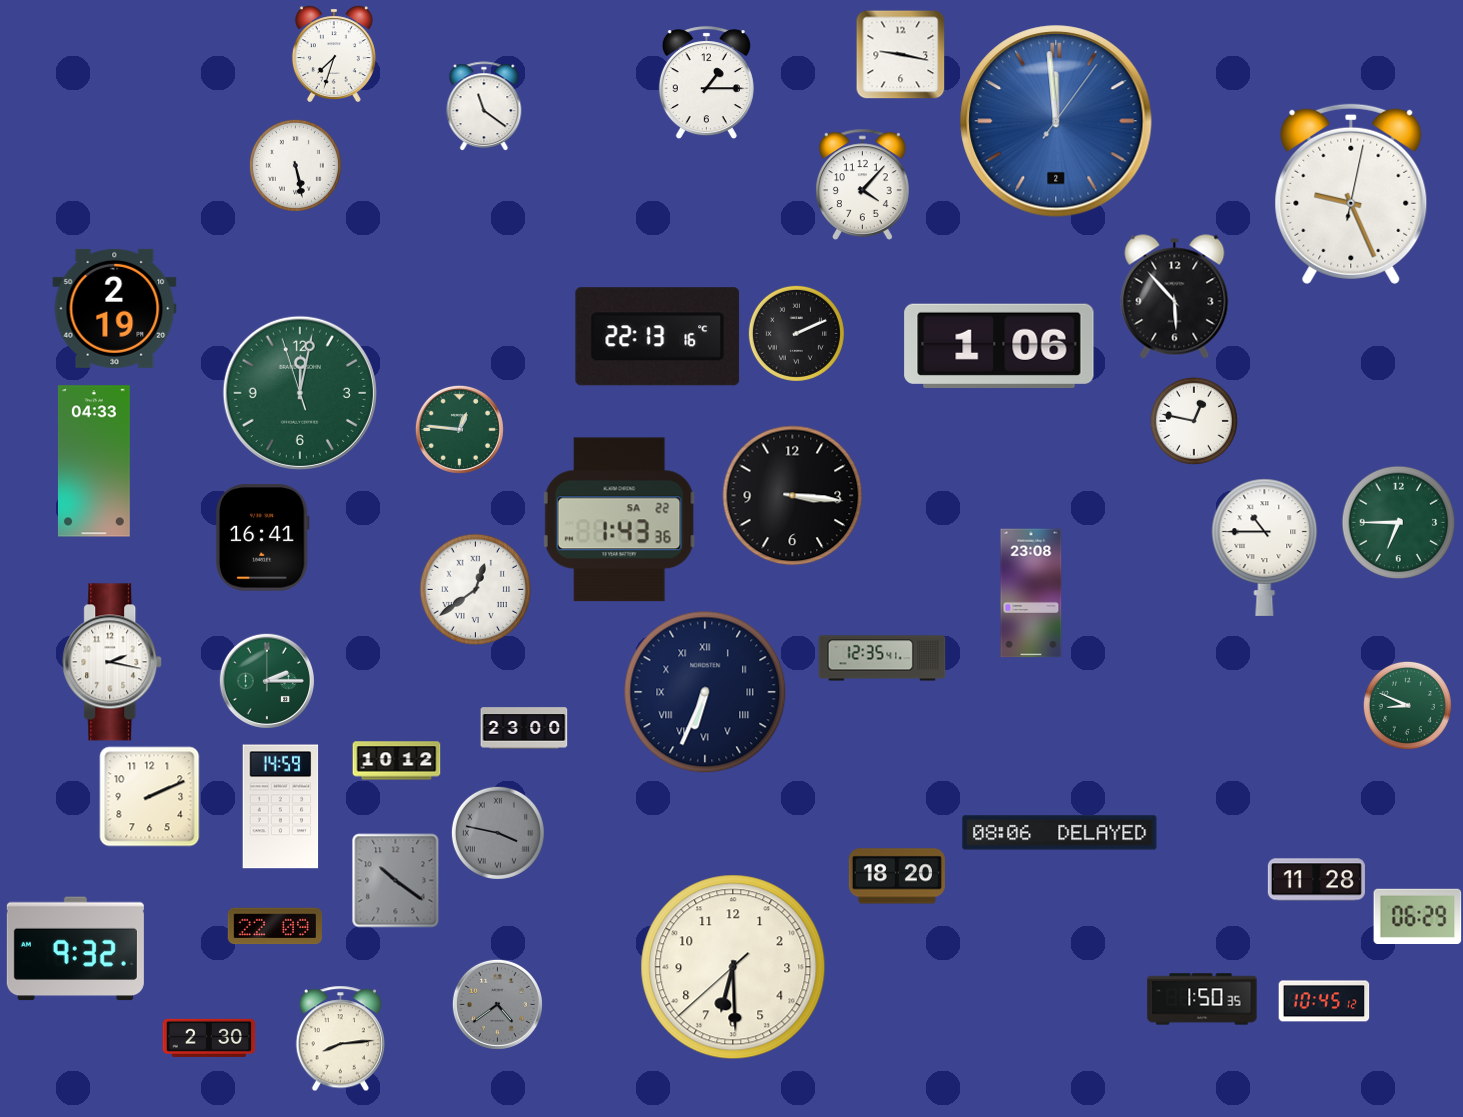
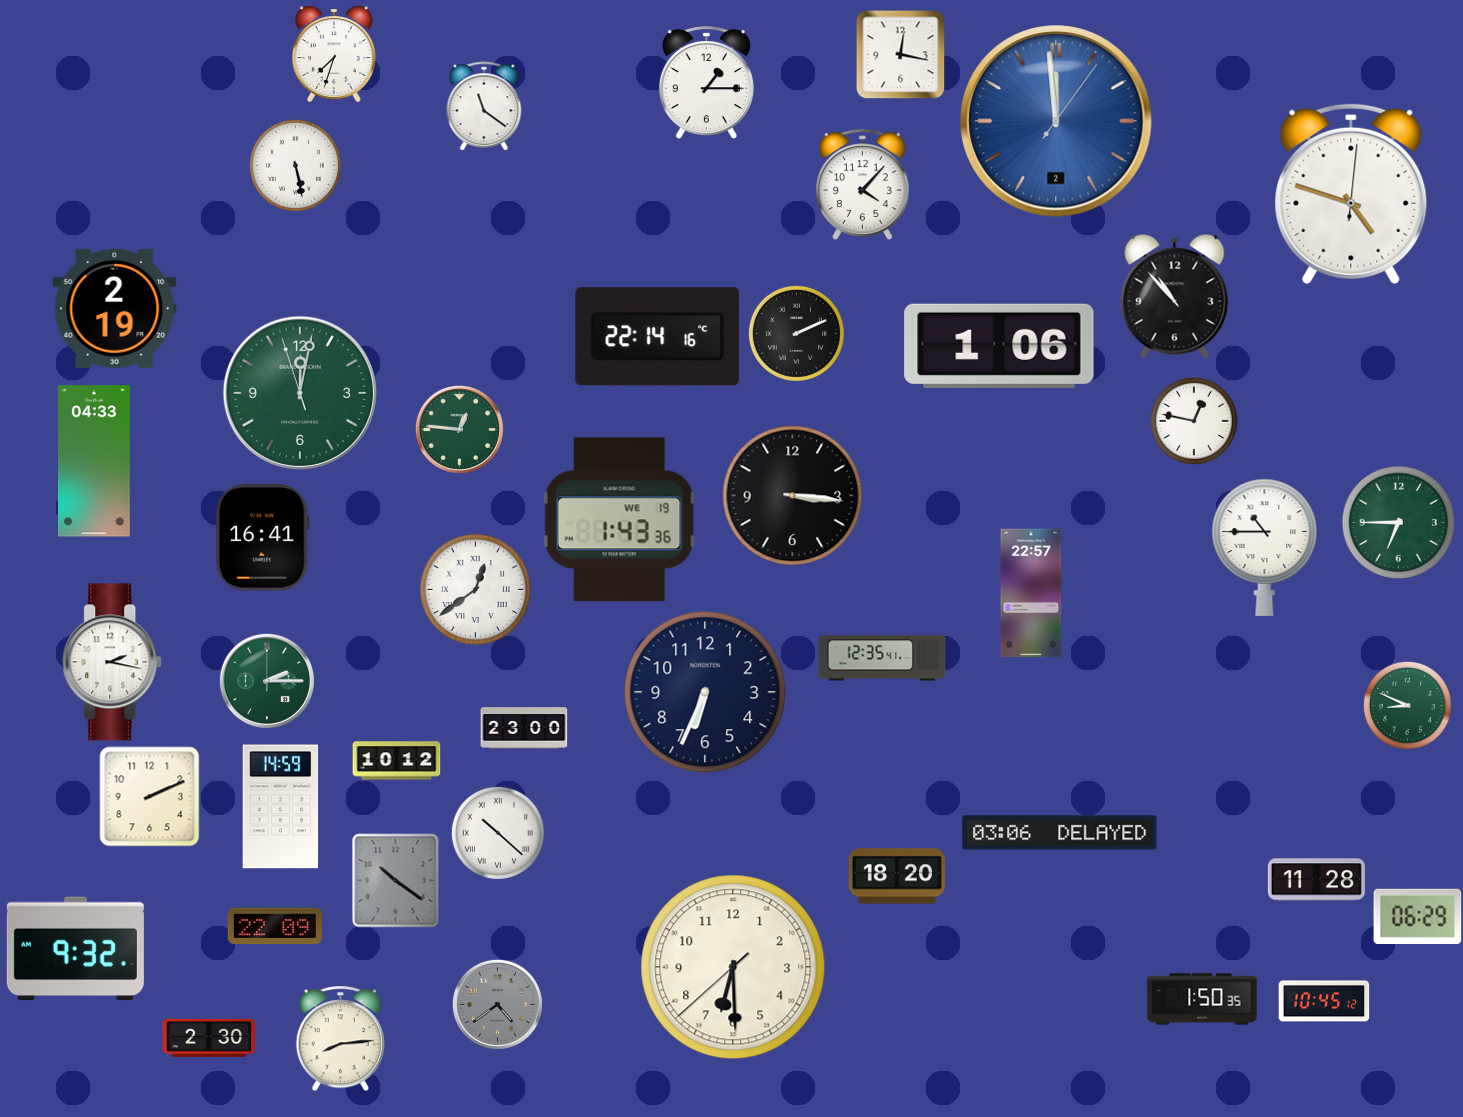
clock at (901, 55): 9:17 -> 12:17
clock at (1351, 194): 9:26 -> 4:48
clock at (1175, 297): 5:53 -> 10:53
clock at (658, 337): 22:13 -> 22:14
clock at (620, 520) date: SA 22 -> WE 19
clock at (1031, 593): 23:08 -> 22:57
clock at (705, 692) numerals: Roman -> Arabic
clock at (498, 833): 3:47 -> 10:22
clock at (498, 833) dial: grey -> white
clock at (1060, 833): 08:06 -> 03:06
